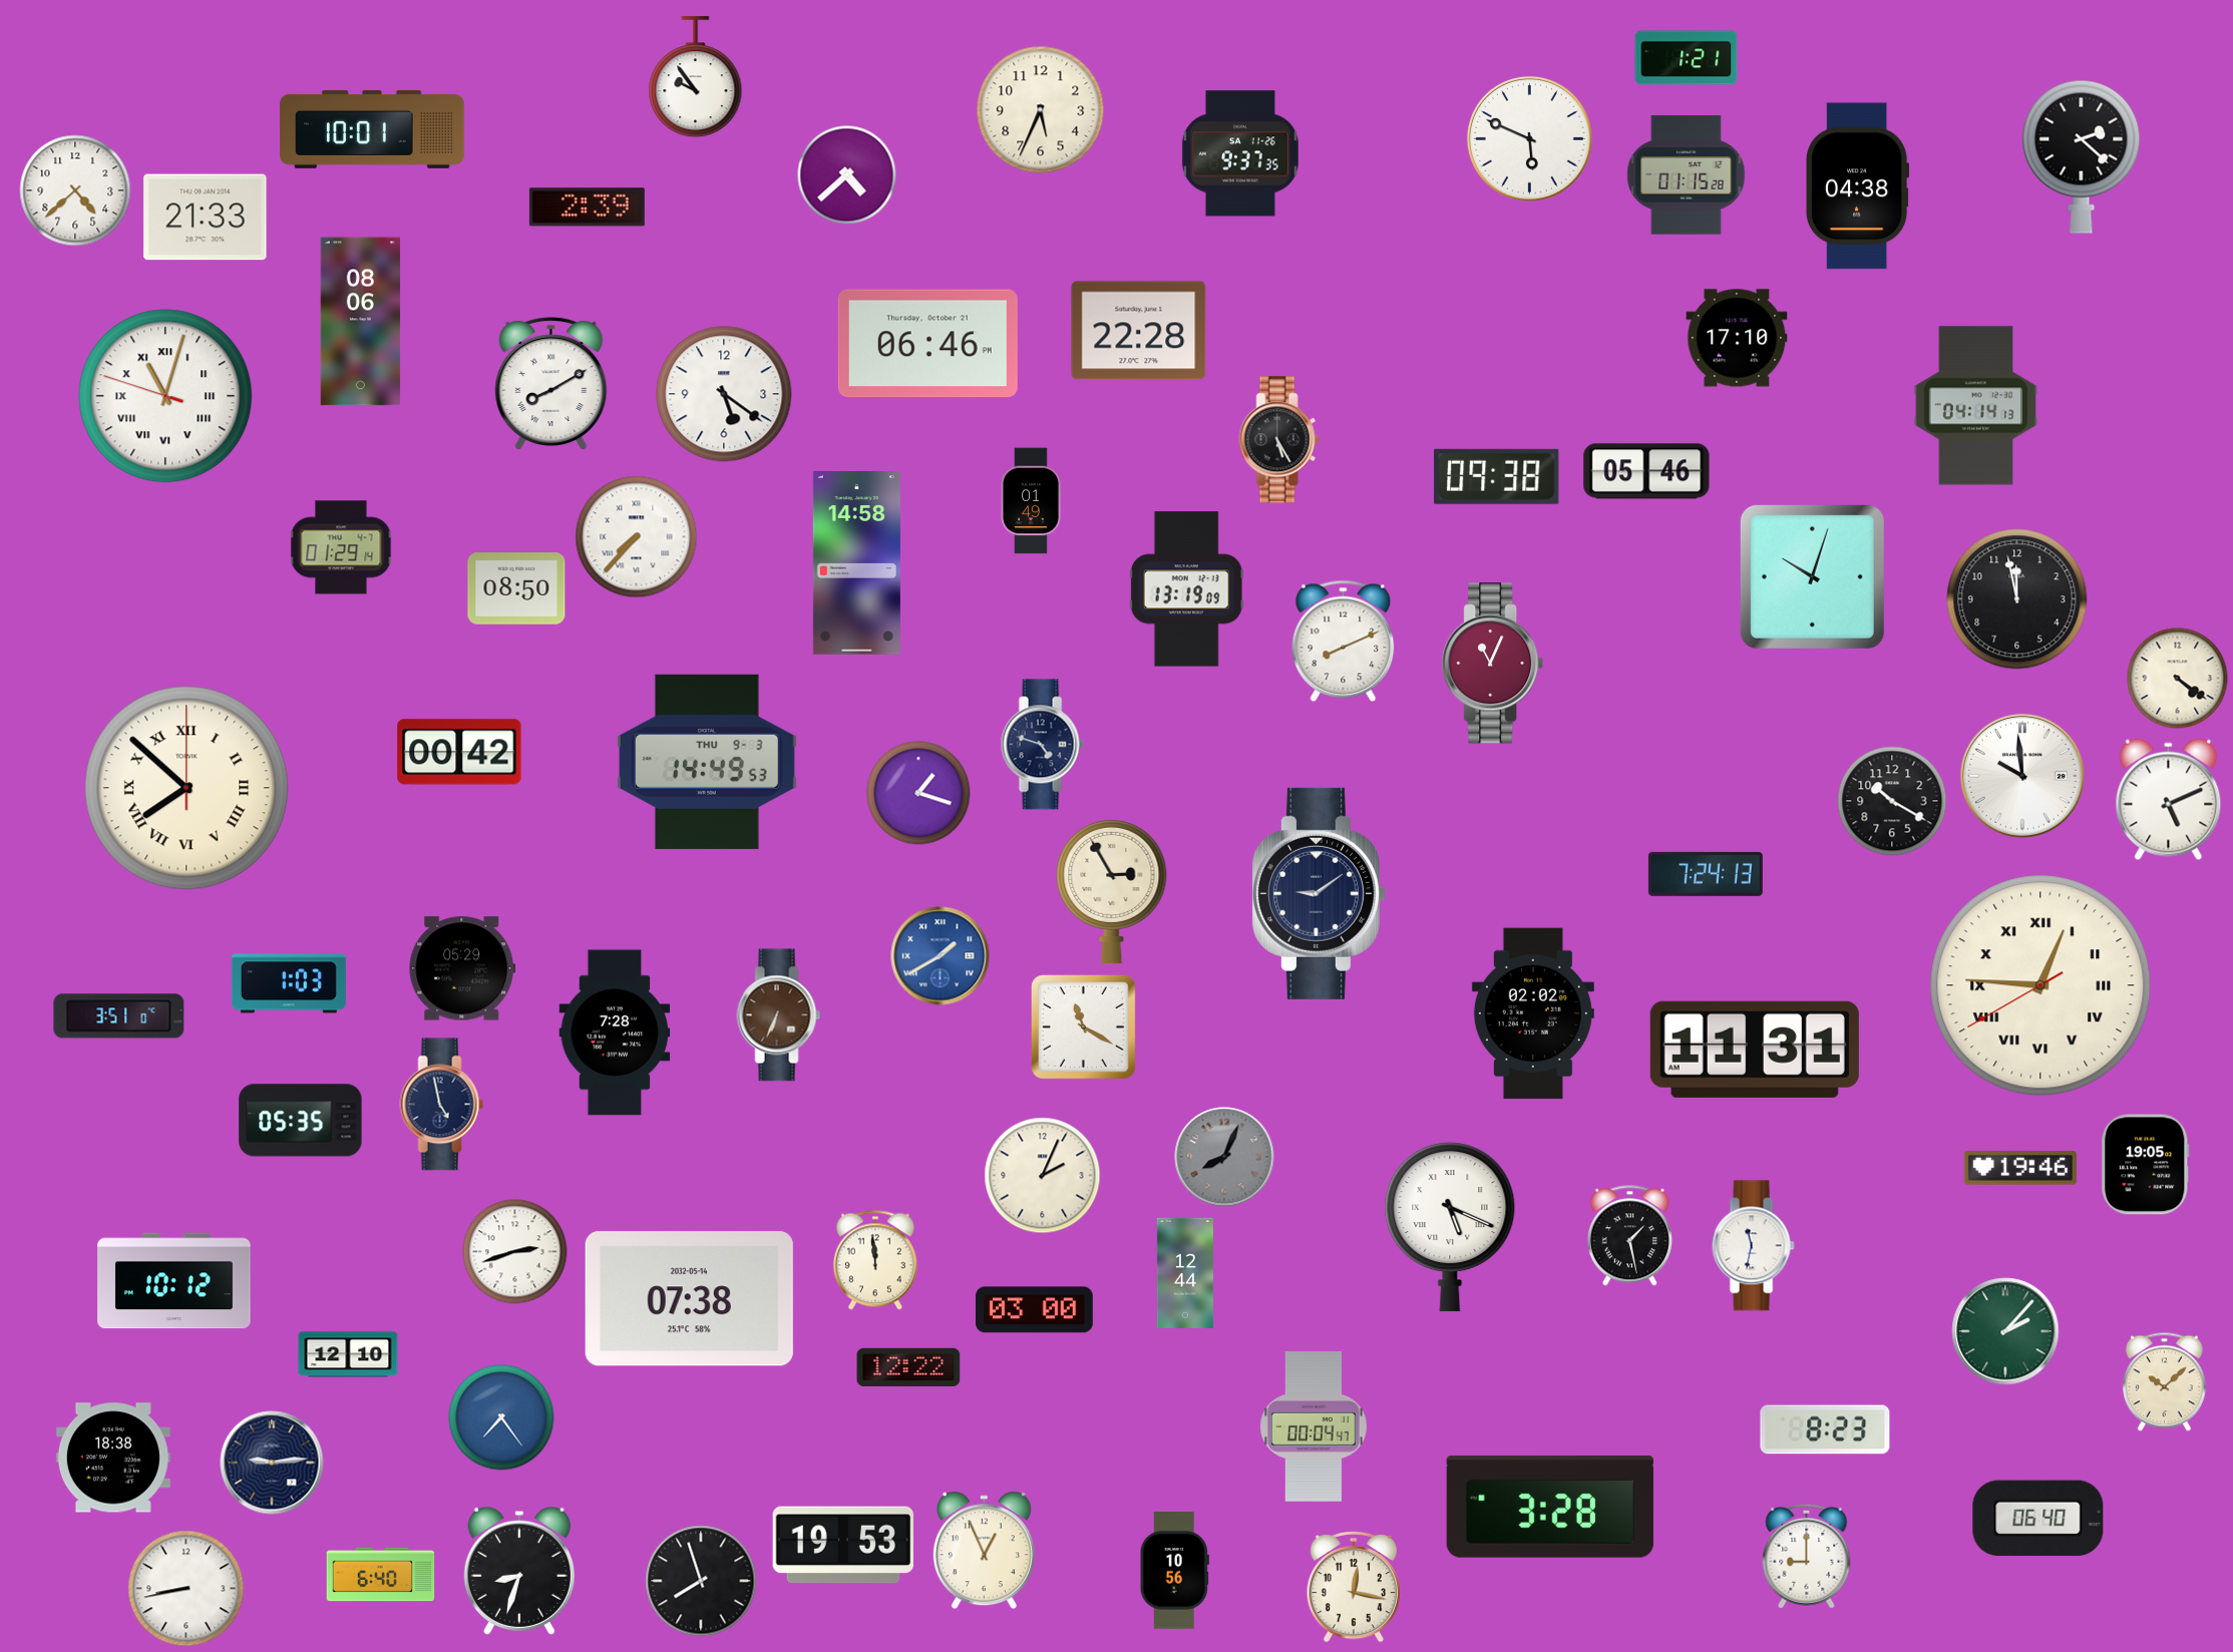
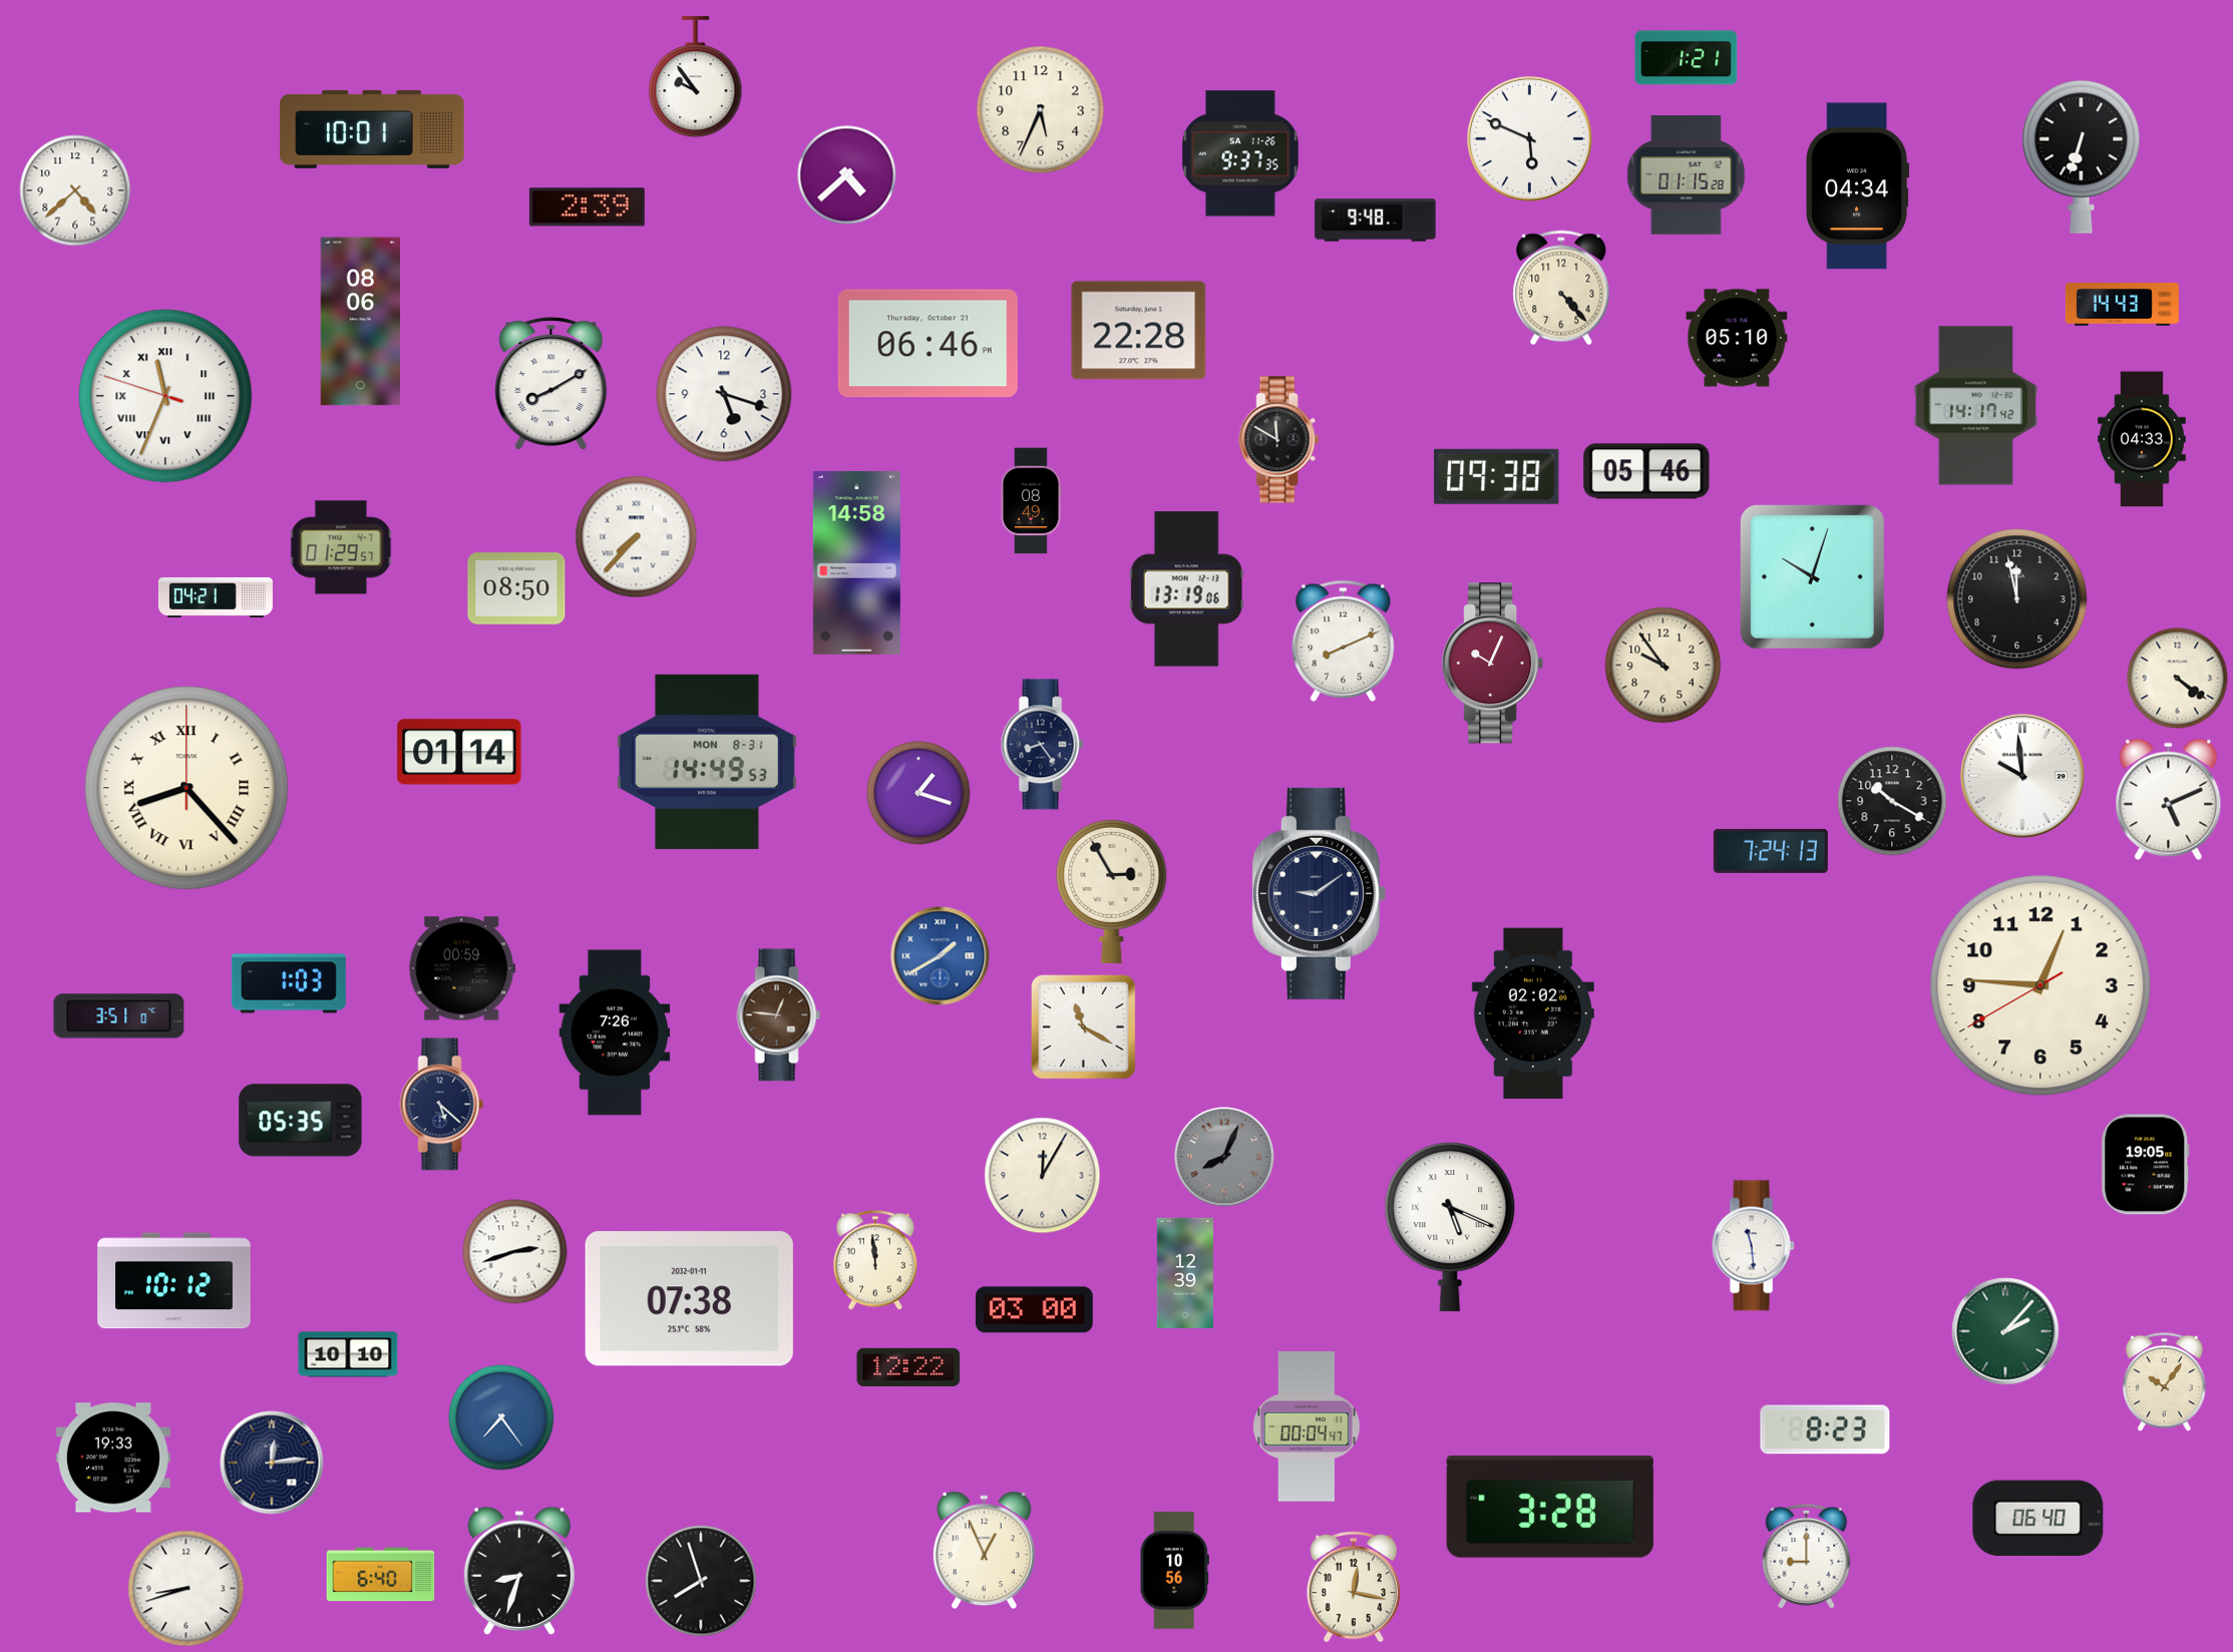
clock at (2082, 156): 2:22 -> 6:33
clock at (1858, 186): 04:38 -> 04:34
clock at (206, 218): 21:33 -> none
clock at (1376, 221): none -> 9:48
clock at (1561, 288): none -> 4:23
clock at (2122, 305): none -> 14:43
clock at (1737, 338): 17:10 -> 05:10
clock at (724, 394): 5:21 -> 5:18
clock at (165, 396): 11:02 -> 11:33
clock at (1976, 406): 04:14 -> 14:17
clock at (2142, 439): none -> 04:33
clock at (1279, 440): 5:25 -> 11:50
clock at (1032, 501): 01:49 -> 08:49
clock at (341, 547): 01:29:14 -> 01:29:57
clock at (1186, 589): 13:19:09 -> 13:19:06
clock at (216, 597): none -> 04:21
clock at (1493, 664): 11:04 -> 10:04
clock at (1663, 666): none -> 9:54
clock at (1042, 745): 4:48 -> 8:24
clock at (459, 752): 00:42 -> 01:14
clock at (707, 762) date: THU 9-3 -> MON 8-31
clock at (187, 788): 7:52 -> 8:23
clock at (1706, 874) position: (1706, 874) -> (1771, 851)
clock at (462, 968): 05:29 -> 00:59
clock at (2040, 985) numerals: Roman -> Arabic
clock at (779, 1015): 6:34 -> 12:46
clock at (615, 1032): 7:28 -> 7:26
clock at (1755, 1050): 11:31 -> none
clock at (442, 1105): 4:58 -> 5:22
clock at (2020, 1168): 19:46 -> none
clock at (1043, 1176): 2:04 -> 12:05
clock at (1629, 1236): 1:28 -> none
clock at (1753, 1246): 11:32 -> 11:29
clock at (1185, 1272): 12:44 -> 12:39
clock at (689, 1299) date: 2032-05-14 -> 2032-01-11
clock at (348, 1354): 12:10 -> 10:10
clock at (2164, 1382): 10:08 -> 10:06
clock at (1314, 1427) position: (1314, 1427) -> (1307, 1427)
clock at (113, 1458): 18:38 -> 19:33
clock at (272, 1463): 9:14 -> 12:14
clock at (842, 1545): 19:53 -> none
clock at (187, 1589): 8:43 -> 8:42
